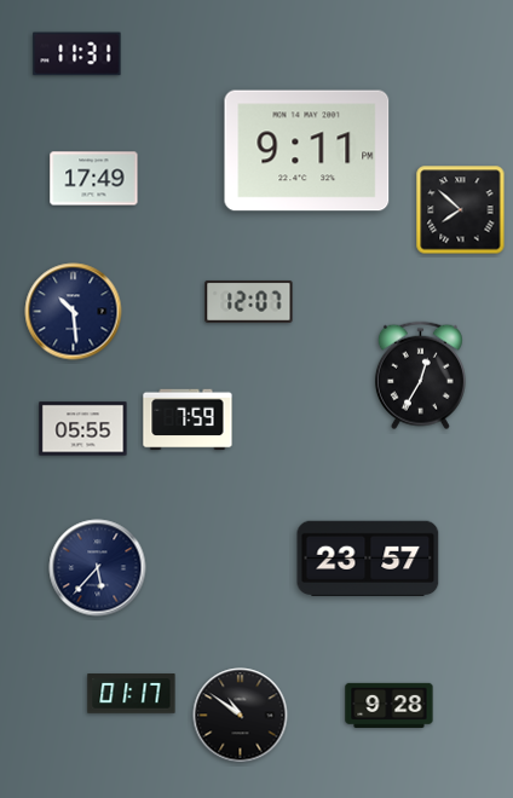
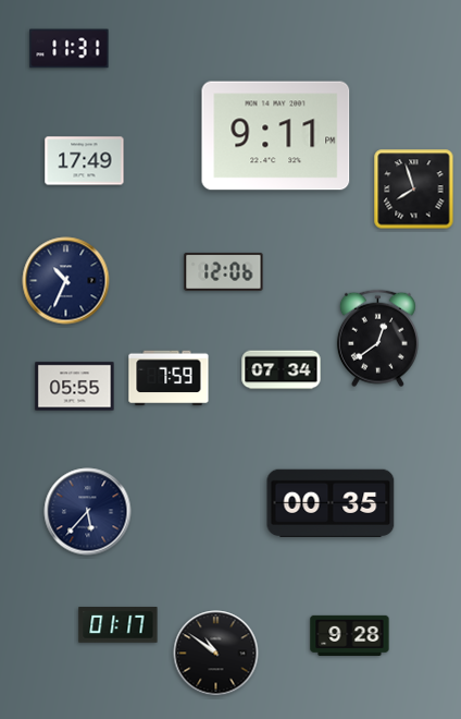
clock at (461, 210): 7:52 -> 7:57
clock at (249, 301): 12:07 -> 12:06
clock at (74, 312): 10:29 -> 10:34
clock at (420, 376): 12:35 -> 12:39
clock at (282, 370): none -> 07:34
clock at (368, 559): 23:57 -> 00:35
clock at (241, 716) position: (241, 716) -> (216, 654)
